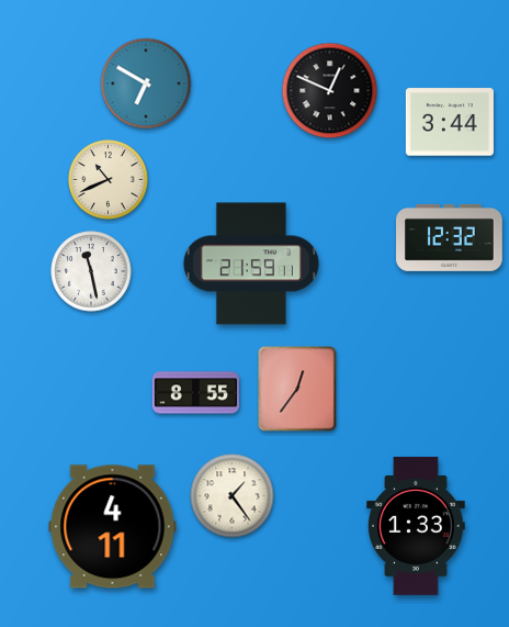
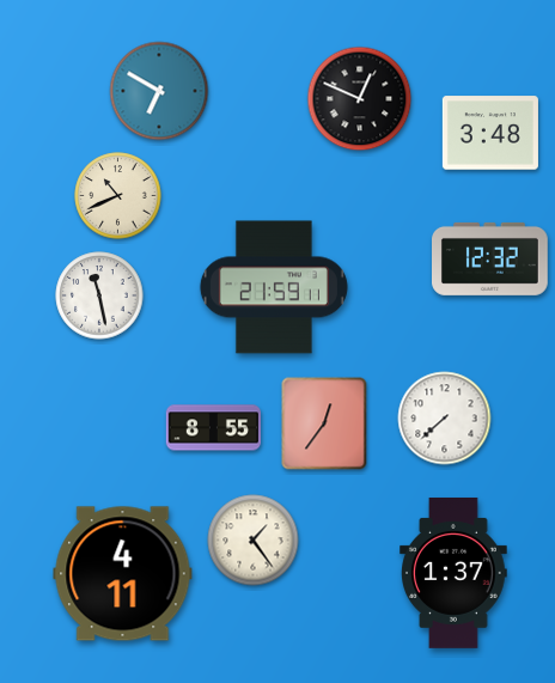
clock at (450, 122): 3:44 -> 3:48
clock at (445, 419): none -> 7:38
clock at (417, 526): 1:33 -> 1:37
